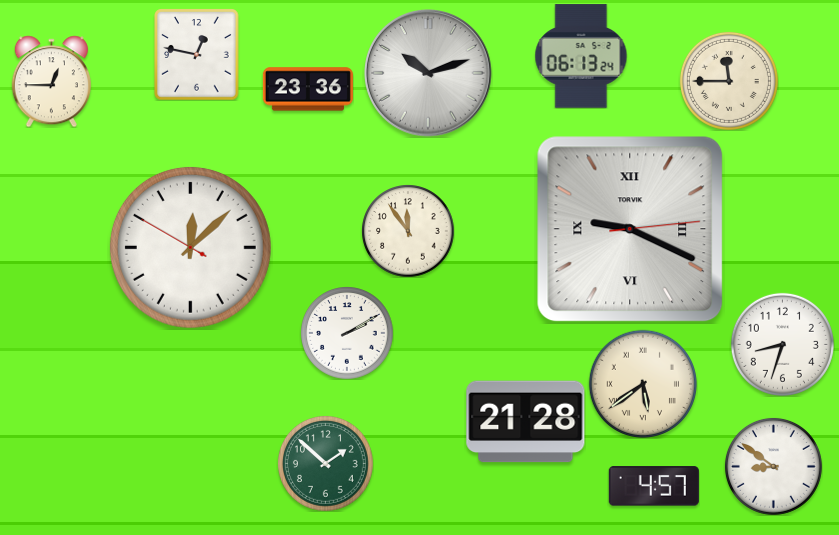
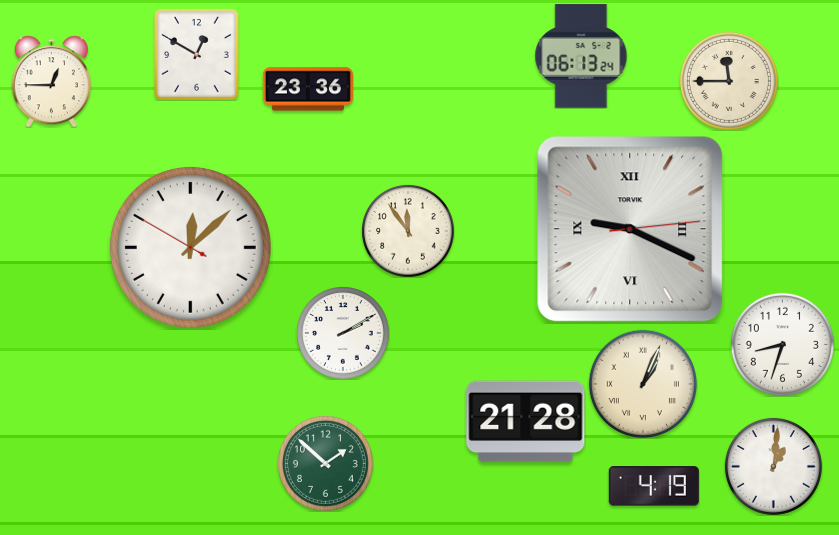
clock at (197, 54): 12:47 -> 12:50
clock at (428, 73): 10:12 -> none
clock at (347, 333) position: (347, 333) -> (343, 333)
clock at (642, 383): 5:39 -> 1:04
clock at (773, 466): 8:51 -> 1:01
clock at (654, 486): 4:57 -> 4:19
